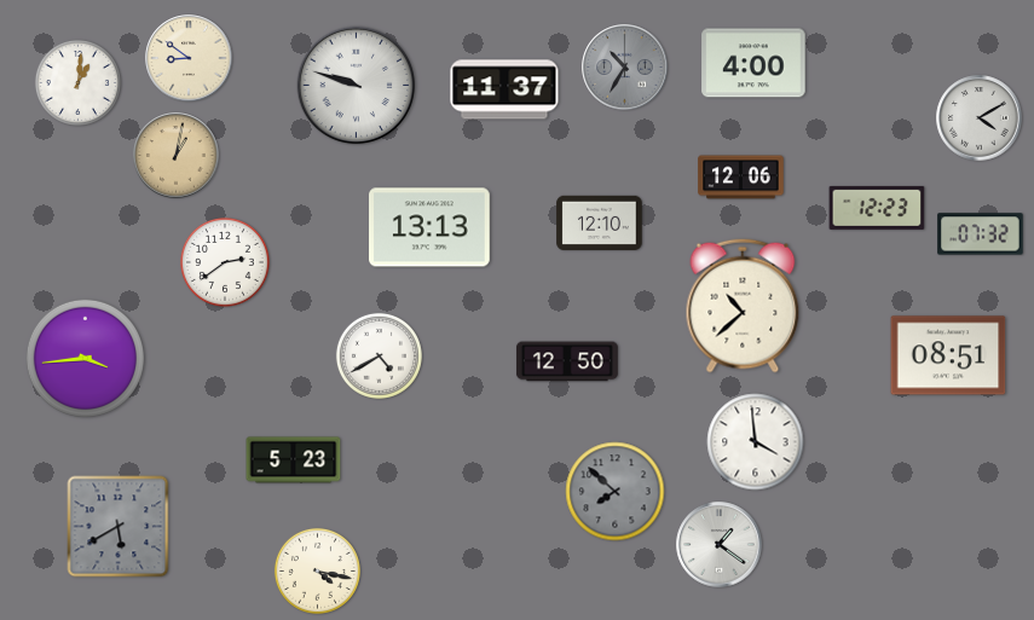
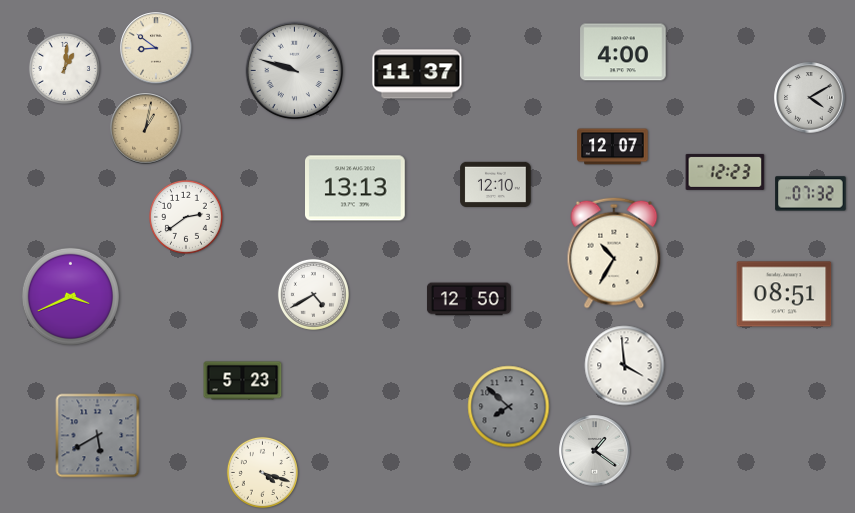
clock at (625, 68): 10:35 -> none
clock at (741, 178): 12:06 -> 12:07
clock at (743, 306): 10:38 -> 10:35
clock at (85, 358): 3:44 -> 3:41
clock at (317, 570): 4:17 -> 4:18
